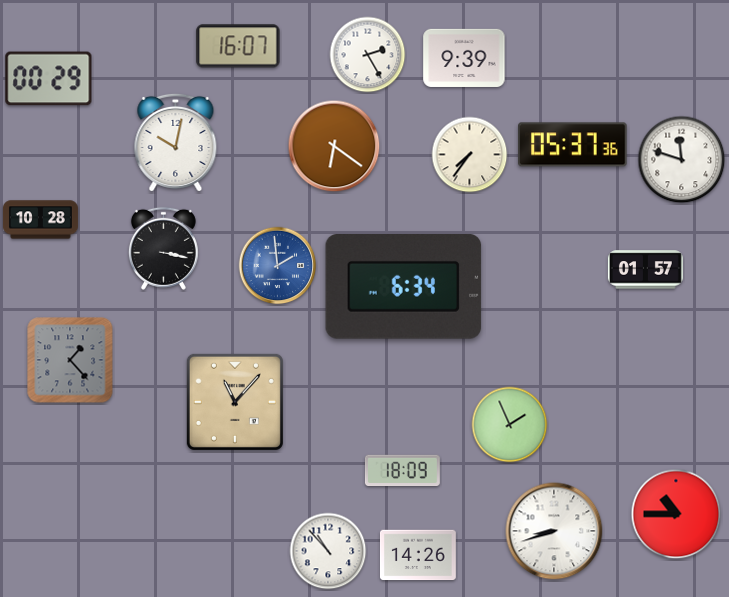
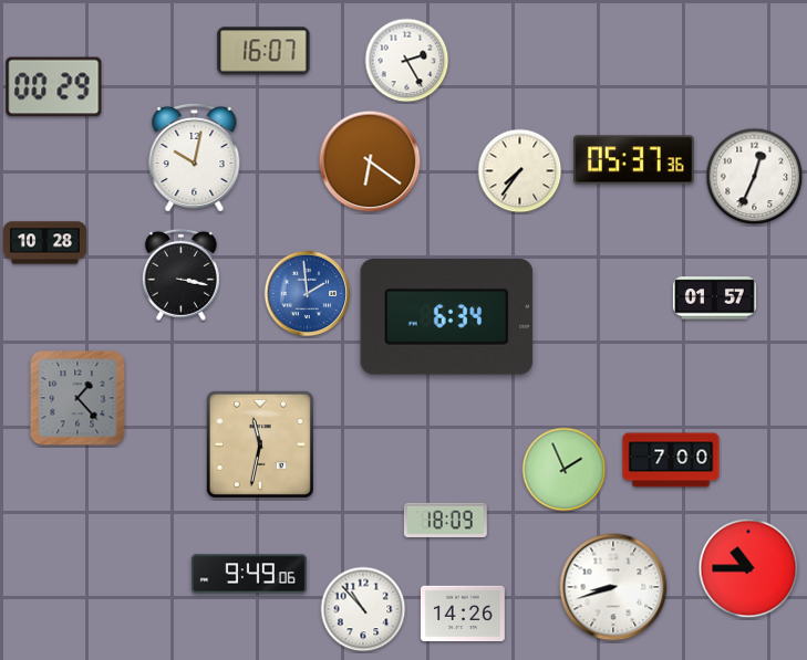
clock at (464, 58): 9:39 -> none
clock at (682, 160): 11:48 -> 12:34
clock at (235, 402): 11:07 -> 11:32
clock at (671, 460): none -> 7:00
clock at (249, 574): none -> 9:49
